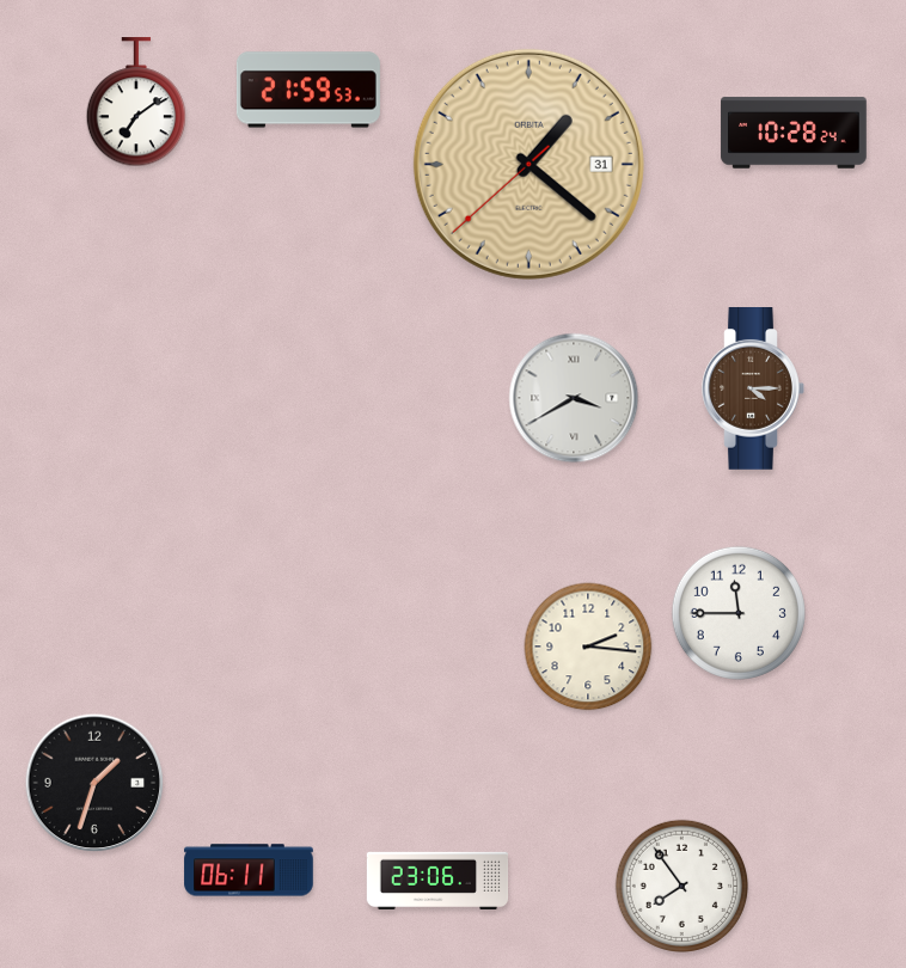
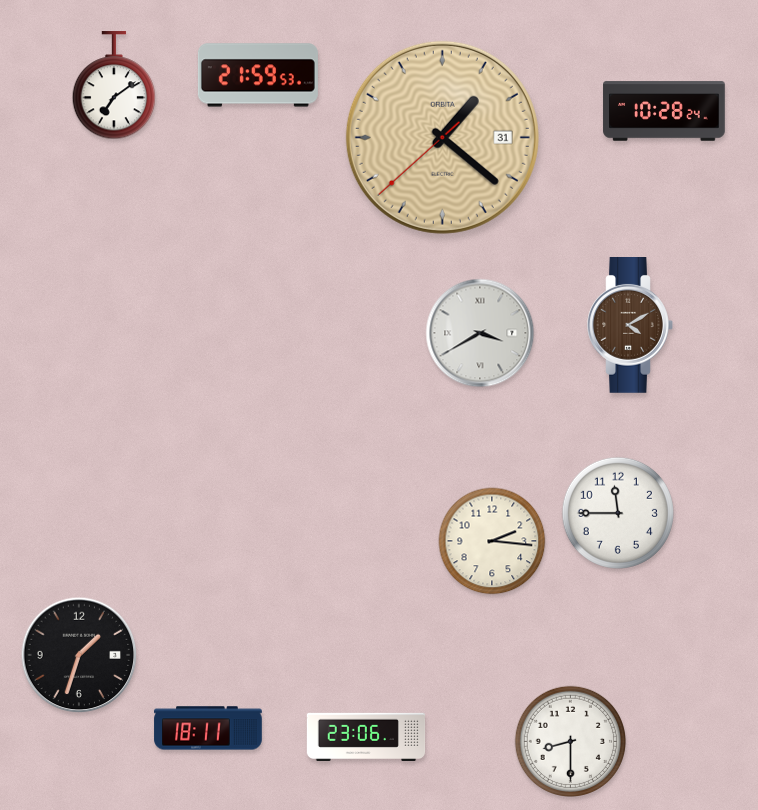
clock at (753, 390): 4:15 -> 4:10
clock at (249, 870): 06:11 -> 18:11
clock at (681, 886): 7:54 -> 8:30
